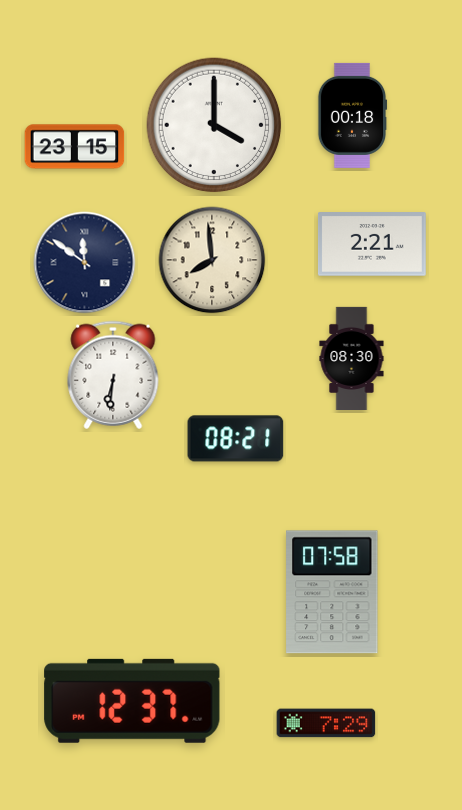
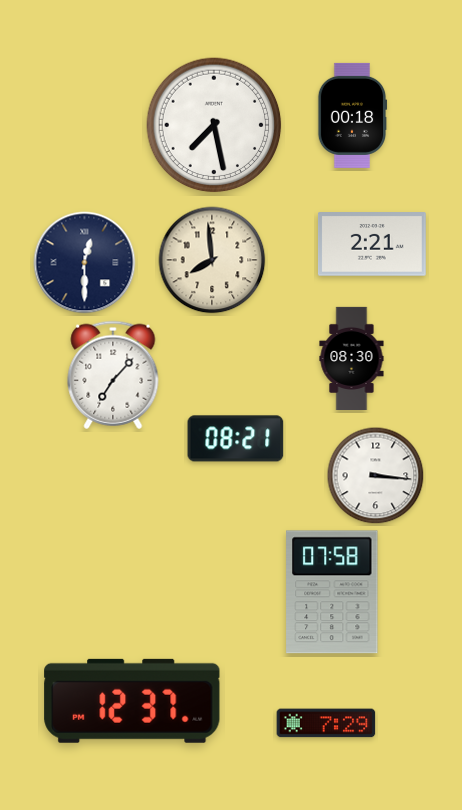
clock at (214, 125): 4:00 -> 7:28
clock at (75, 147): 23:15 -> none
clock at (85, 263): 11:51 -> 12:30
clock at (113, 375): 6:31 -> 7:07
clock at (376, 476): none -> 3:16
